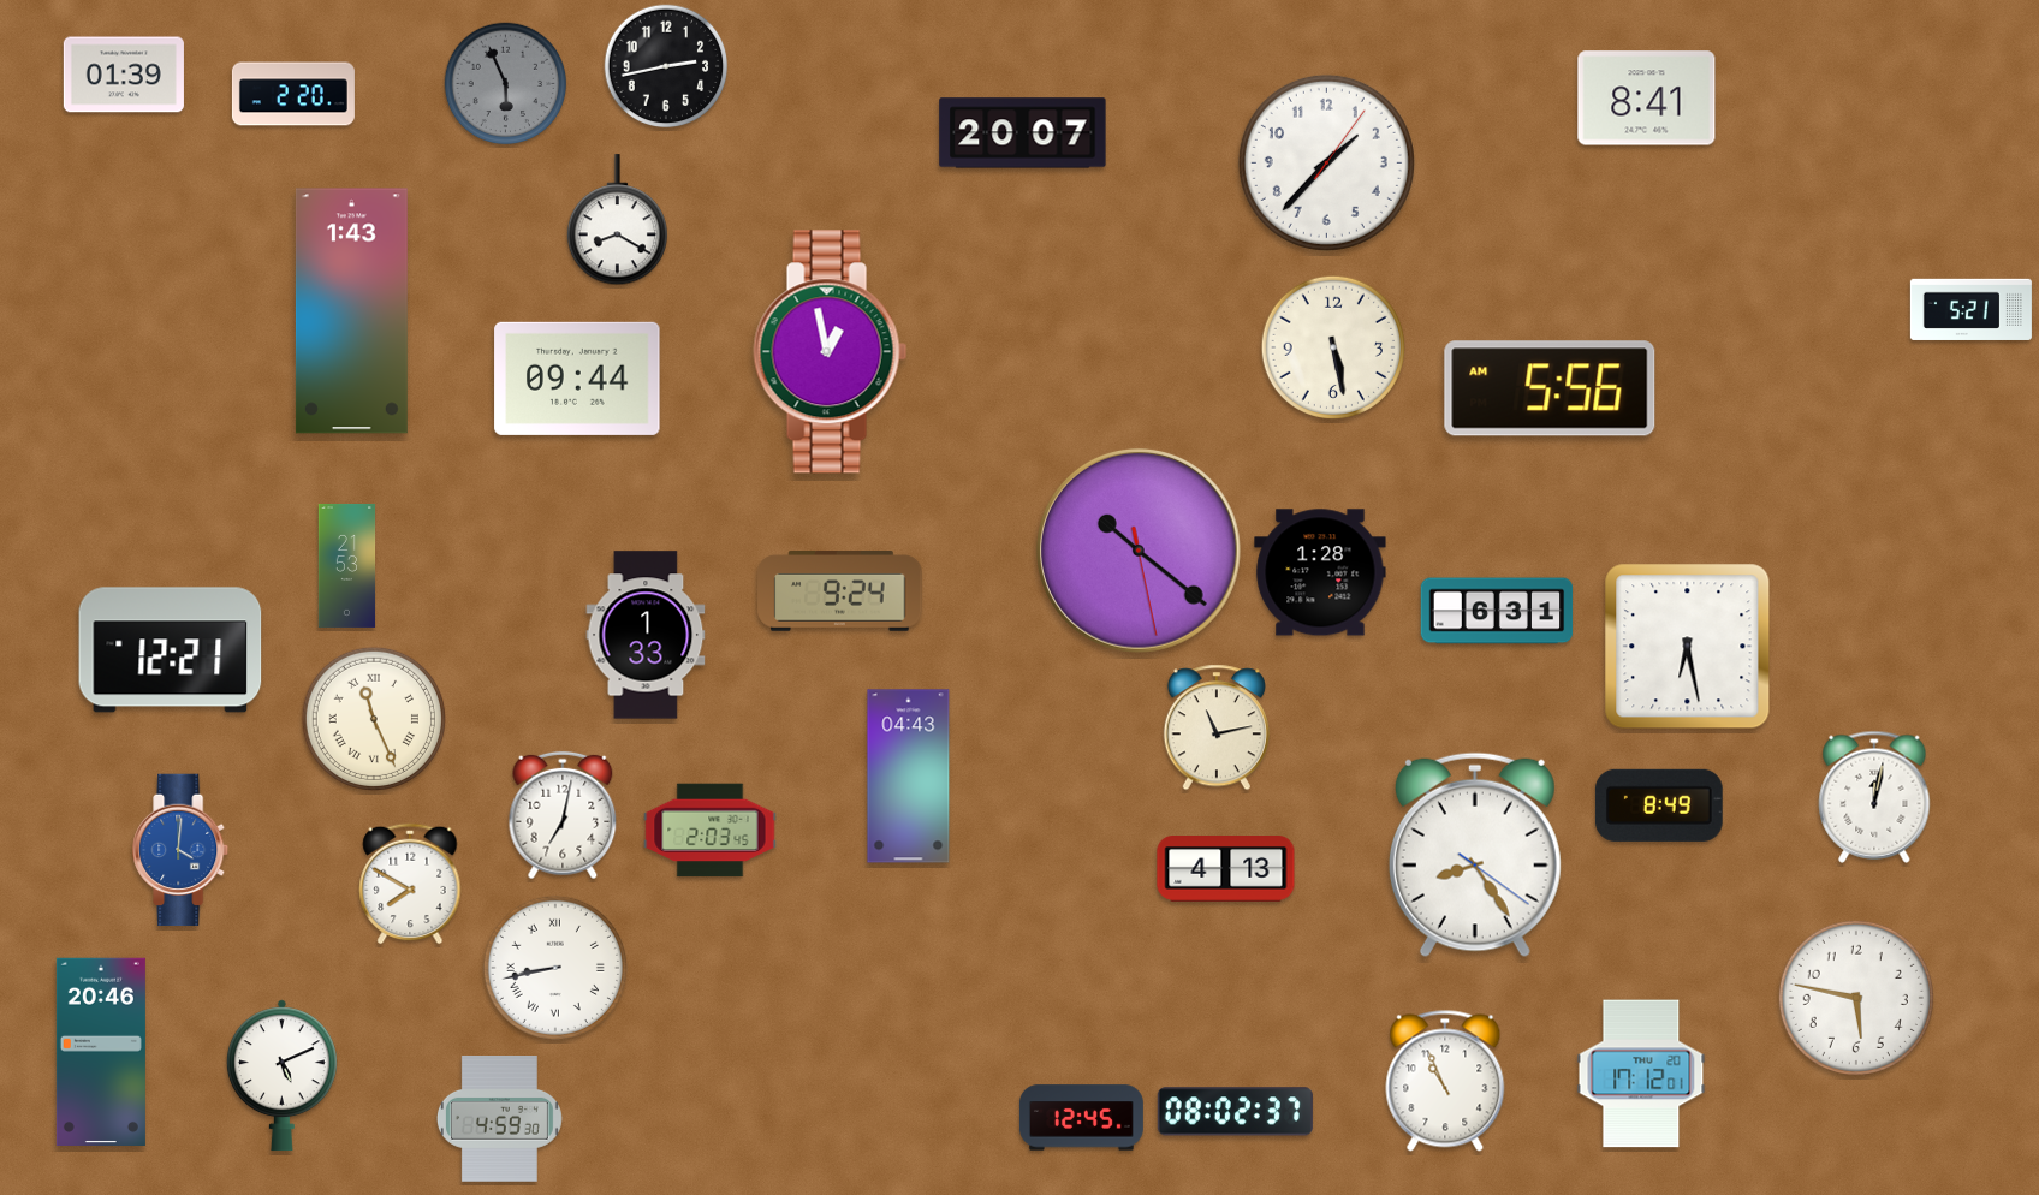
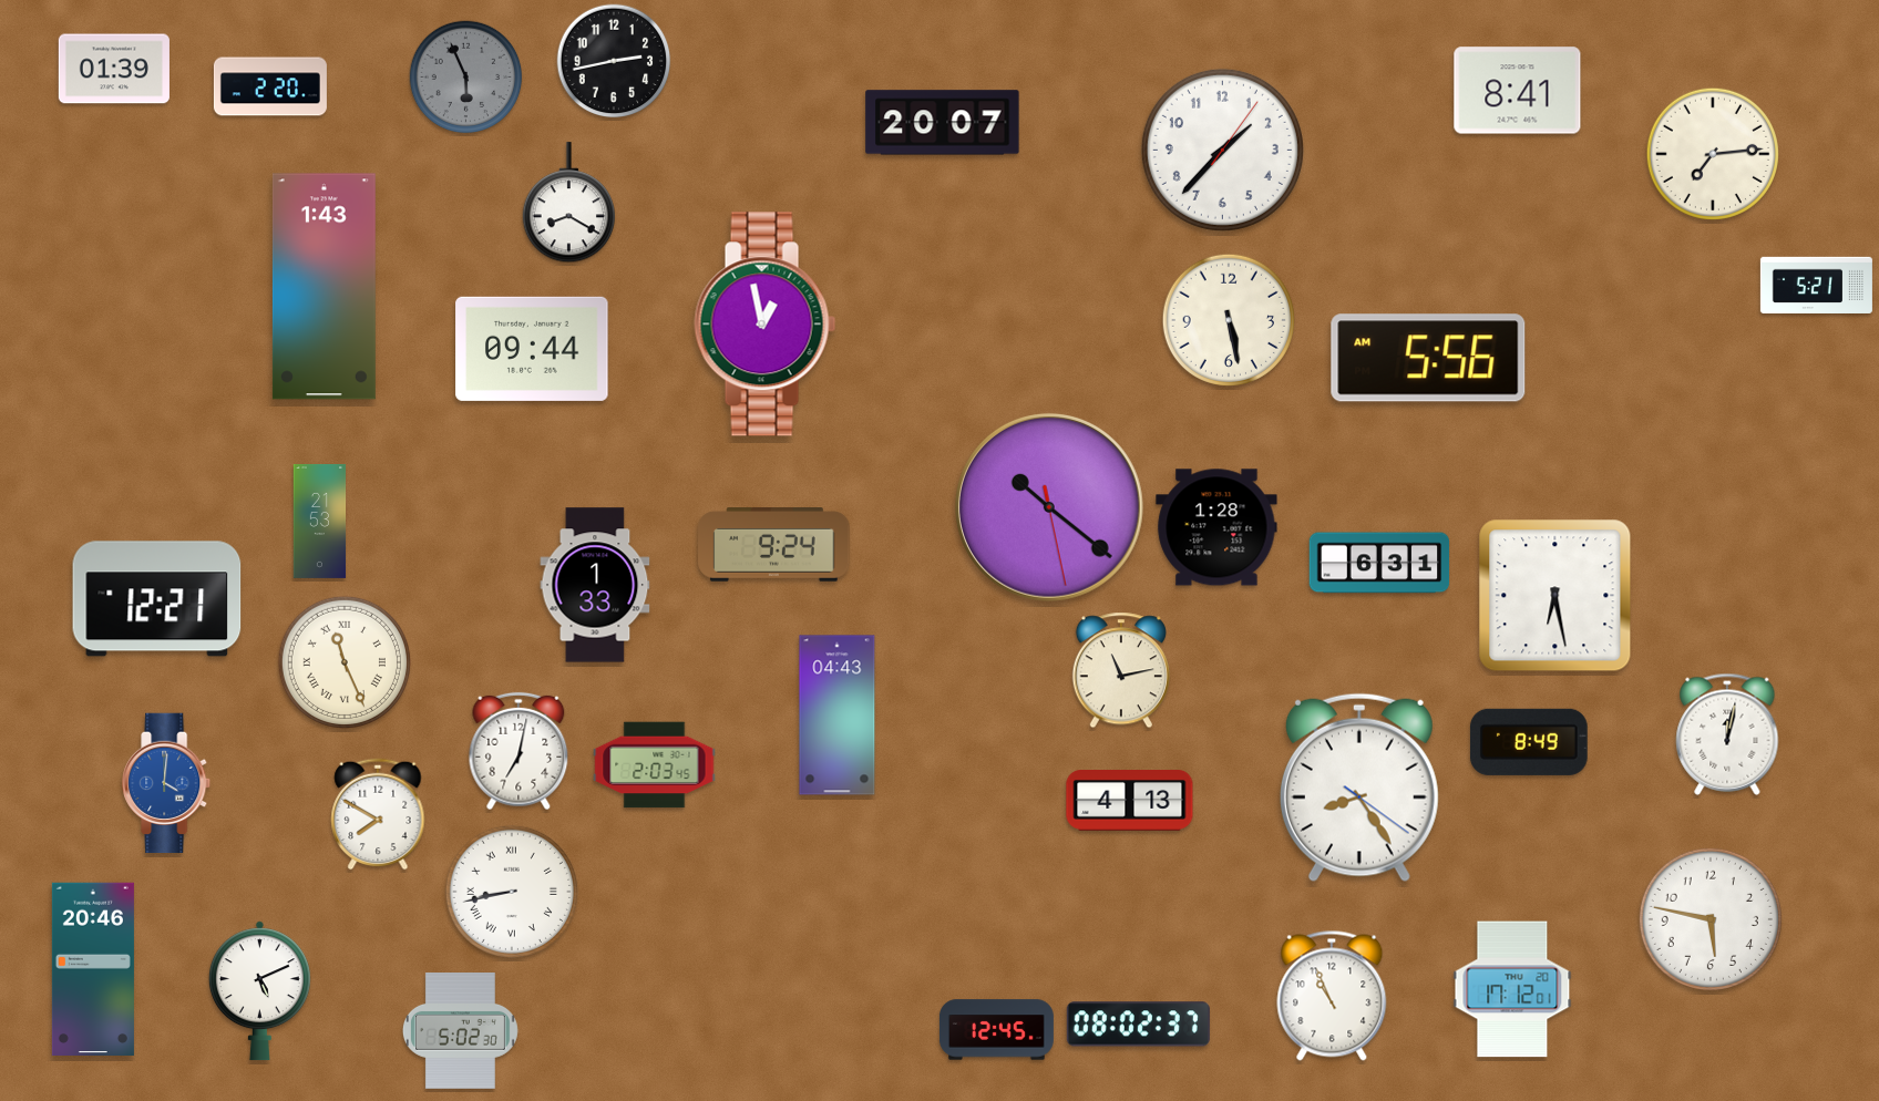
clock at (1713, 154): none -> 7:14
clock at (499, 1119): 4:59 -> 5:02
